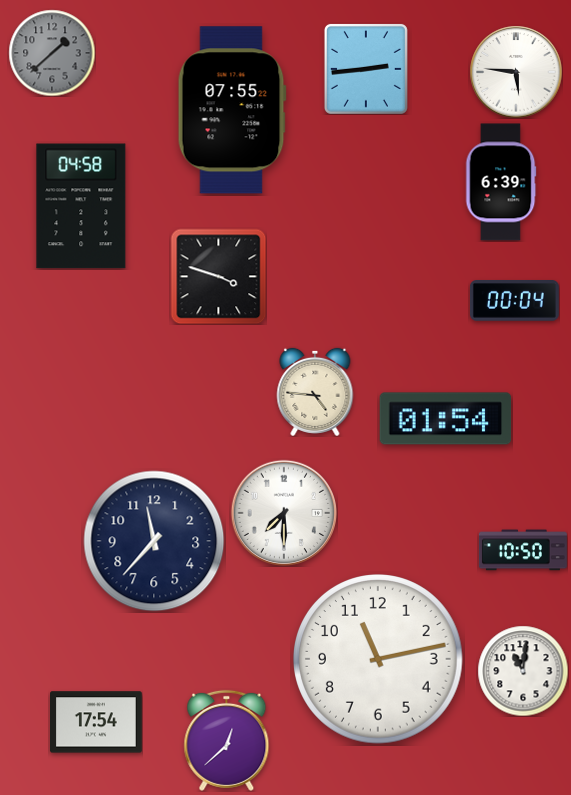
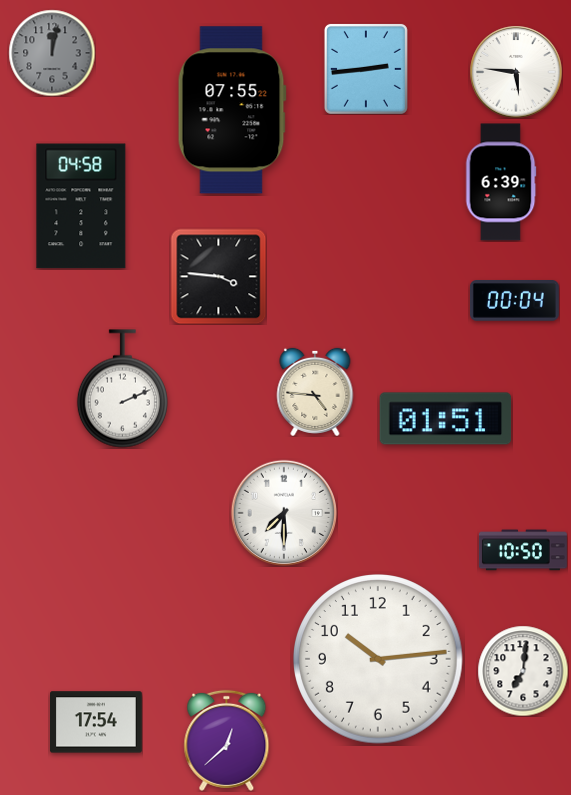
clock at (52, 53): 1:38 -> 12:02
clock at (218, 276): 3:48 -> 3:46
clock at (122, 389): none -> 2:11
clock at (446, 419): 01:54 -> 01:51
clock at (154, 541): 11:37 -> none
clock at (378, 659): 11:13 -> 10:14
clock at (523, 671): 11:01 -> 7:01
